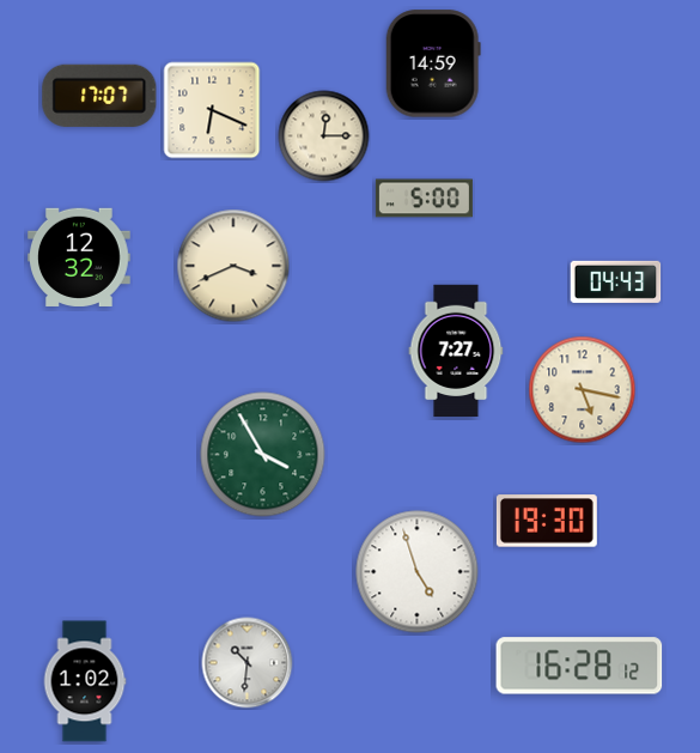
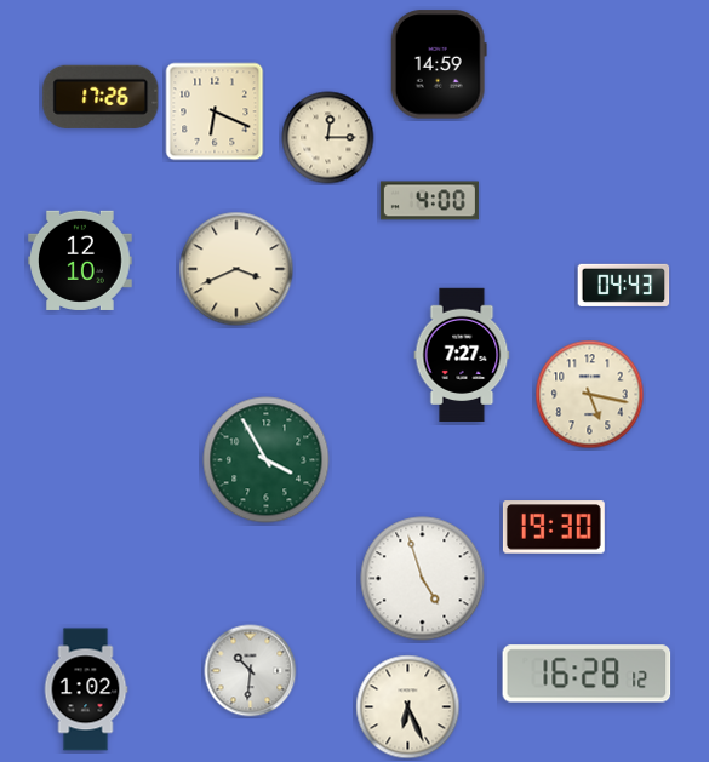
clock at (99, 96): 17:07 -> 17:26
clock at (424, 199): 5:00 -> 4:00
clock at (80, 256): 12:32 -> 12:10
clock at (408, 707): none -> 6:26
